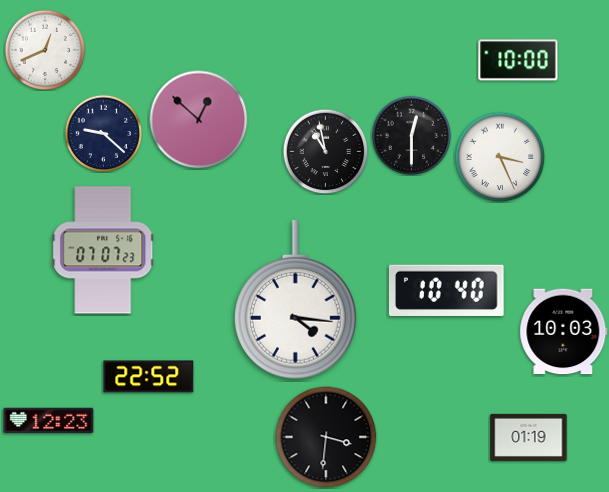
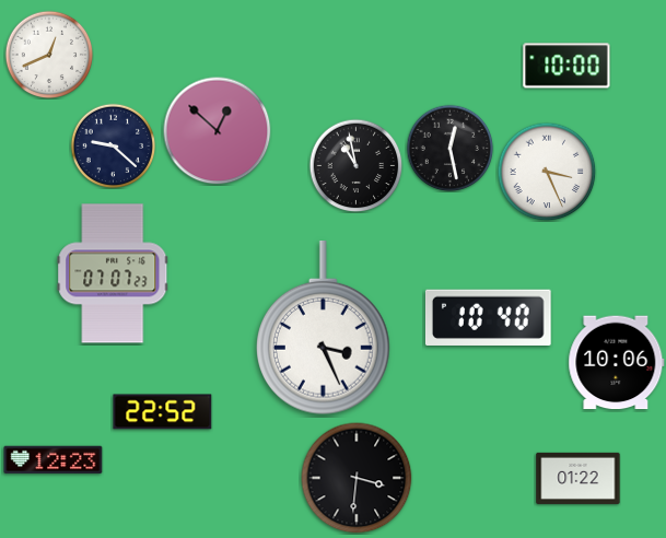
clock at (411, 135): 12:30 -> 12:28
clock at (296, 301): 4:16 -> 3:26
clock at (564, 332): 10:03 -> 10:06
clock at (529, 437): 01:19 -> 01:22
